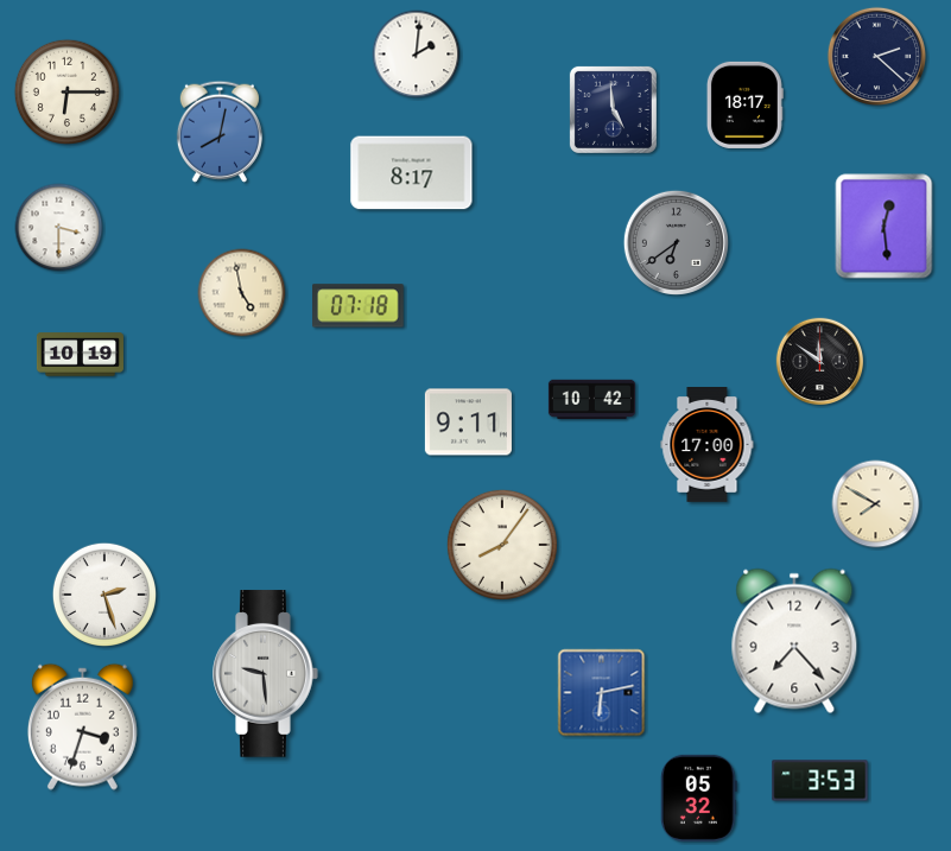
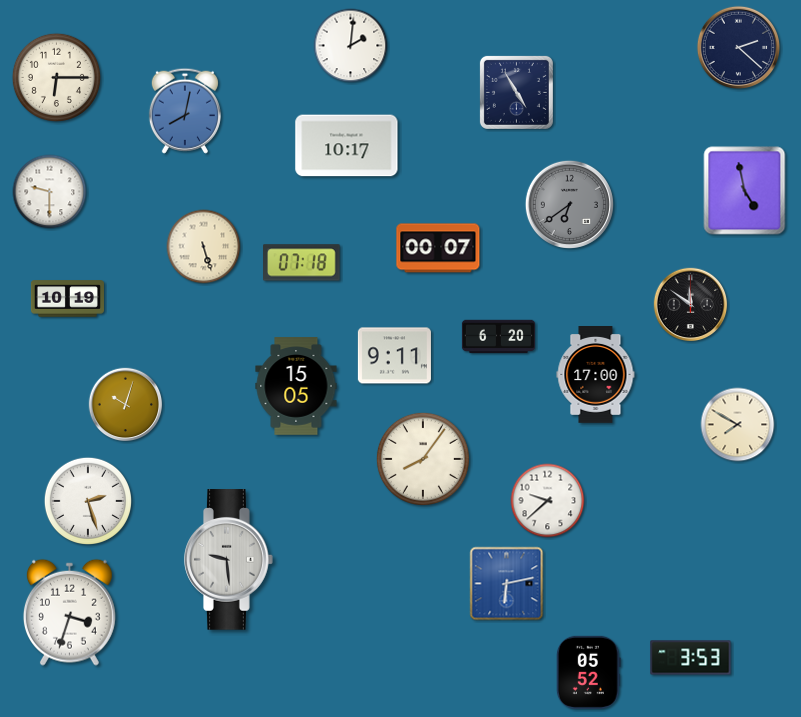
clock at (744, 104): 18:17 -> none
clock at (613, 109): 4:59 -> 4:55
clock at (412, 173): 8:17 -> 10:17
clock at (885, 227): 12:29 -> 4:58
clock at (59, 228): 3:30 -> 9:30
clock at (242, 293): 4:58 -> 5:27
clock at (438, 248): none -> 00:07
clock at (359, 306) position: (359, 306) -> (302, 263)
clock at (591, 400): 10:42 -> 6:20
clock at (296, 386): none -> 15:05
clock at (126, 405): none -> 10:03
clock at (548, 501): none -> 9:38
clock at (794, 641): 7:23 -> none
clock at (266, 674) position: (266, 674) -> (229, 560)
clock at (698, 798): 05:32 -> 05:52
